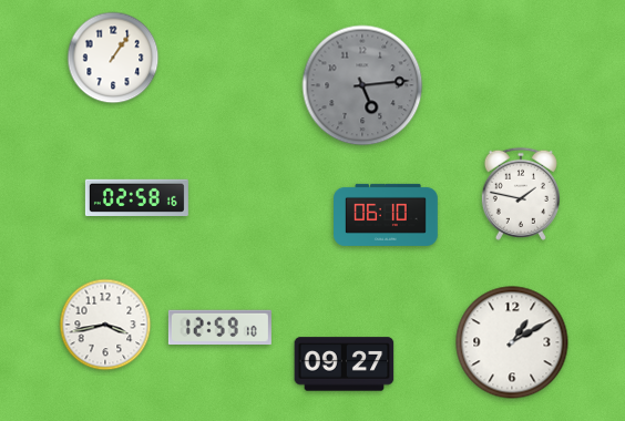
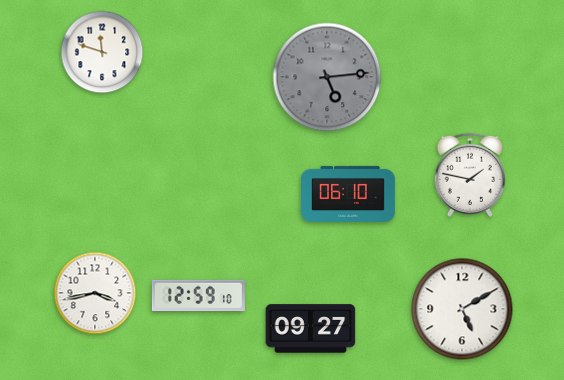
clock at (113, 58): 1:06 -> 11:48
clock at (136, 197): 02:58 -> none
clock at (512, 342): 1:10 -> 5:10
